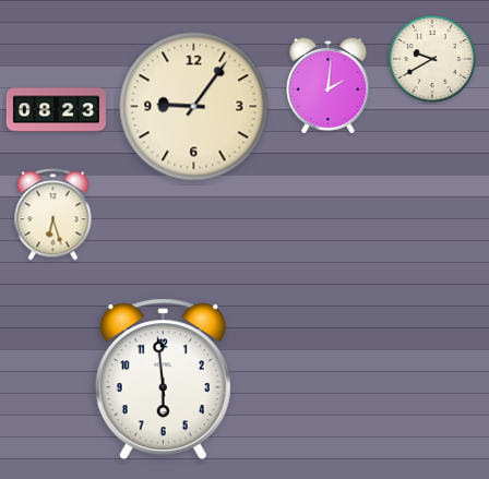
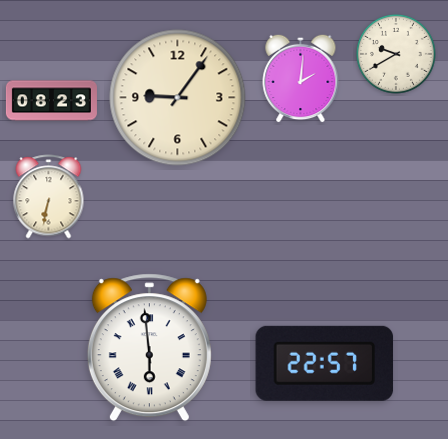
clock at (53, 215): 6:27 -> 6:32
clock at (163, 380) numerals: Arabic -> Roman
clock at (325, 363): none -> 22:57
